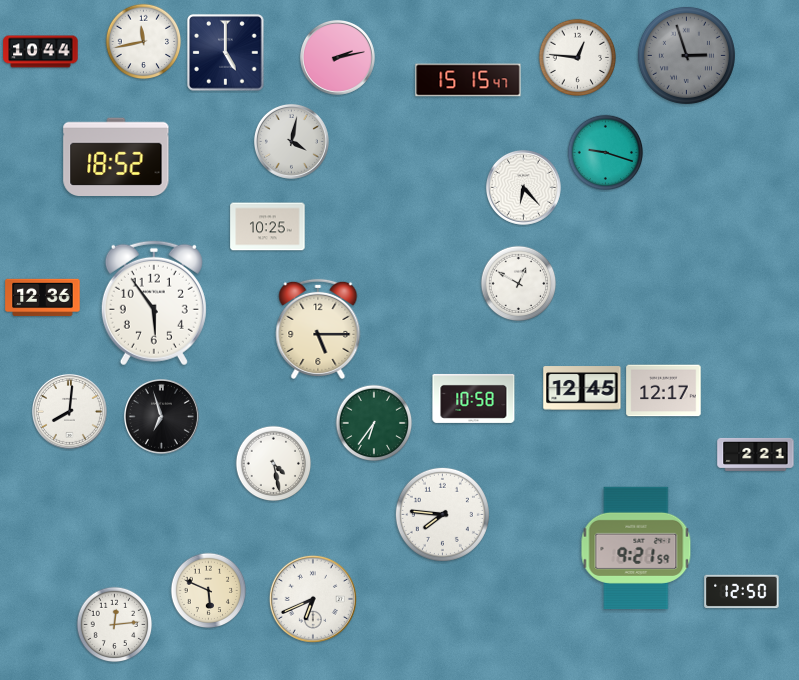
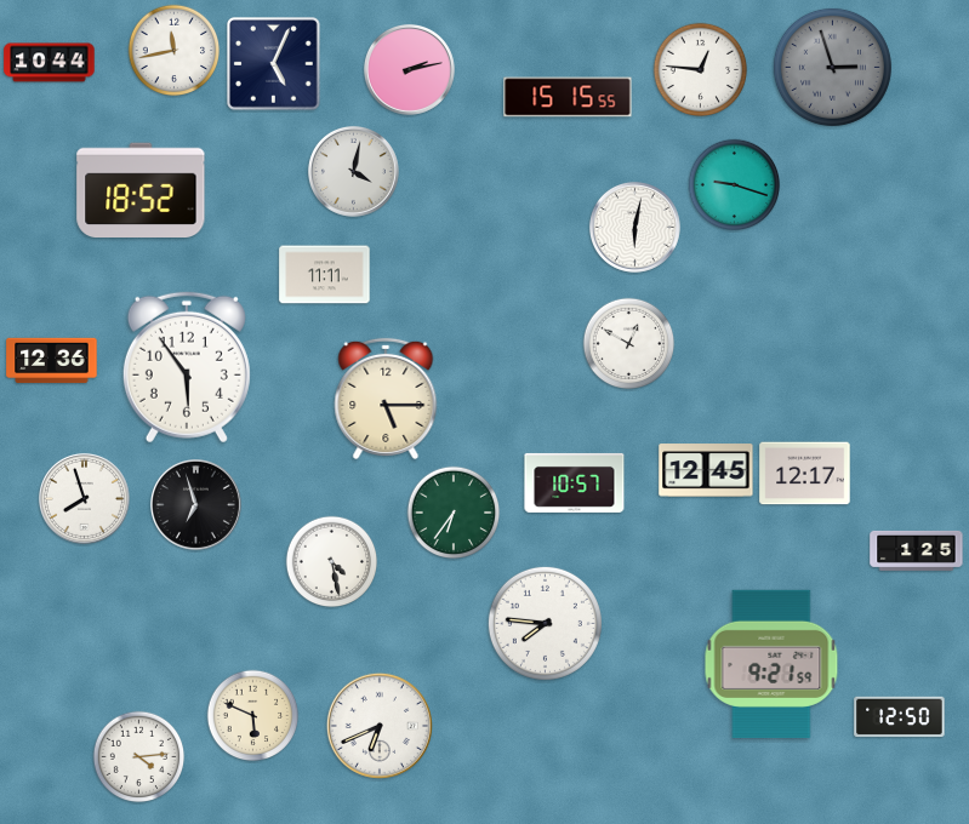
clock at (226, 53): 5:00 -> 5:04
clock at (468, 80): 15:15:47 -> 15:15:55
clock at (523, 187): 6:23 -> 6:02
clock at (268, 227): 10:25 -> 11:11
clock at (474, 398): 10:58 -> 10:57
clock at (69, 411): 8:01 -> 7:57
clock at (756, 454): 2:21 -> 1:25
clock at (442, 514) position: (442, 514) -> (545, 623)
clock at (115, 625): 12:14 -> 4:14
